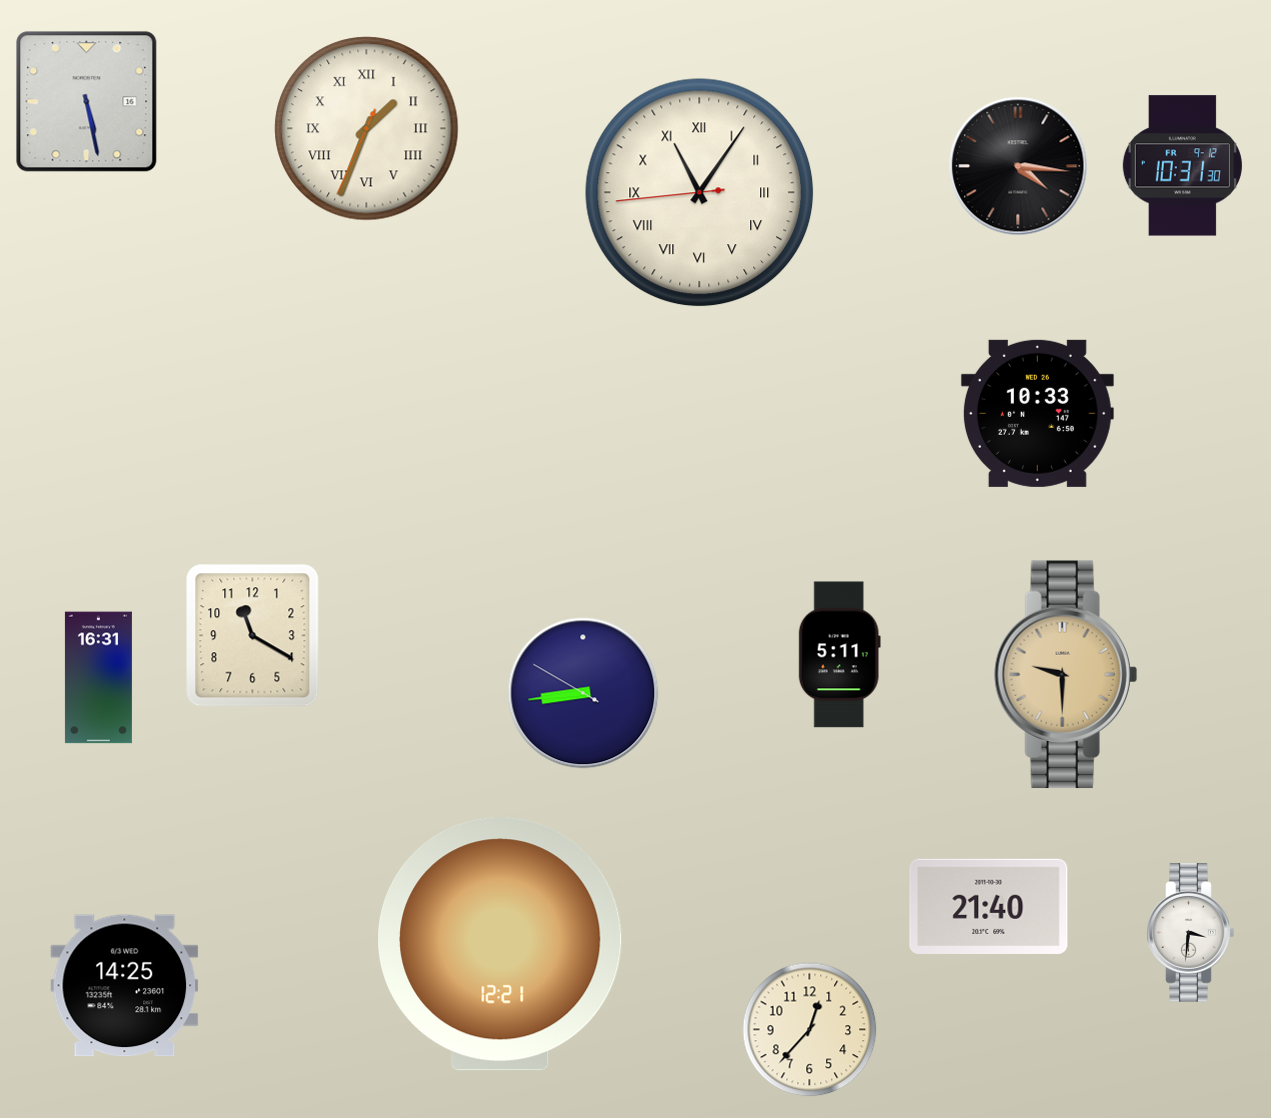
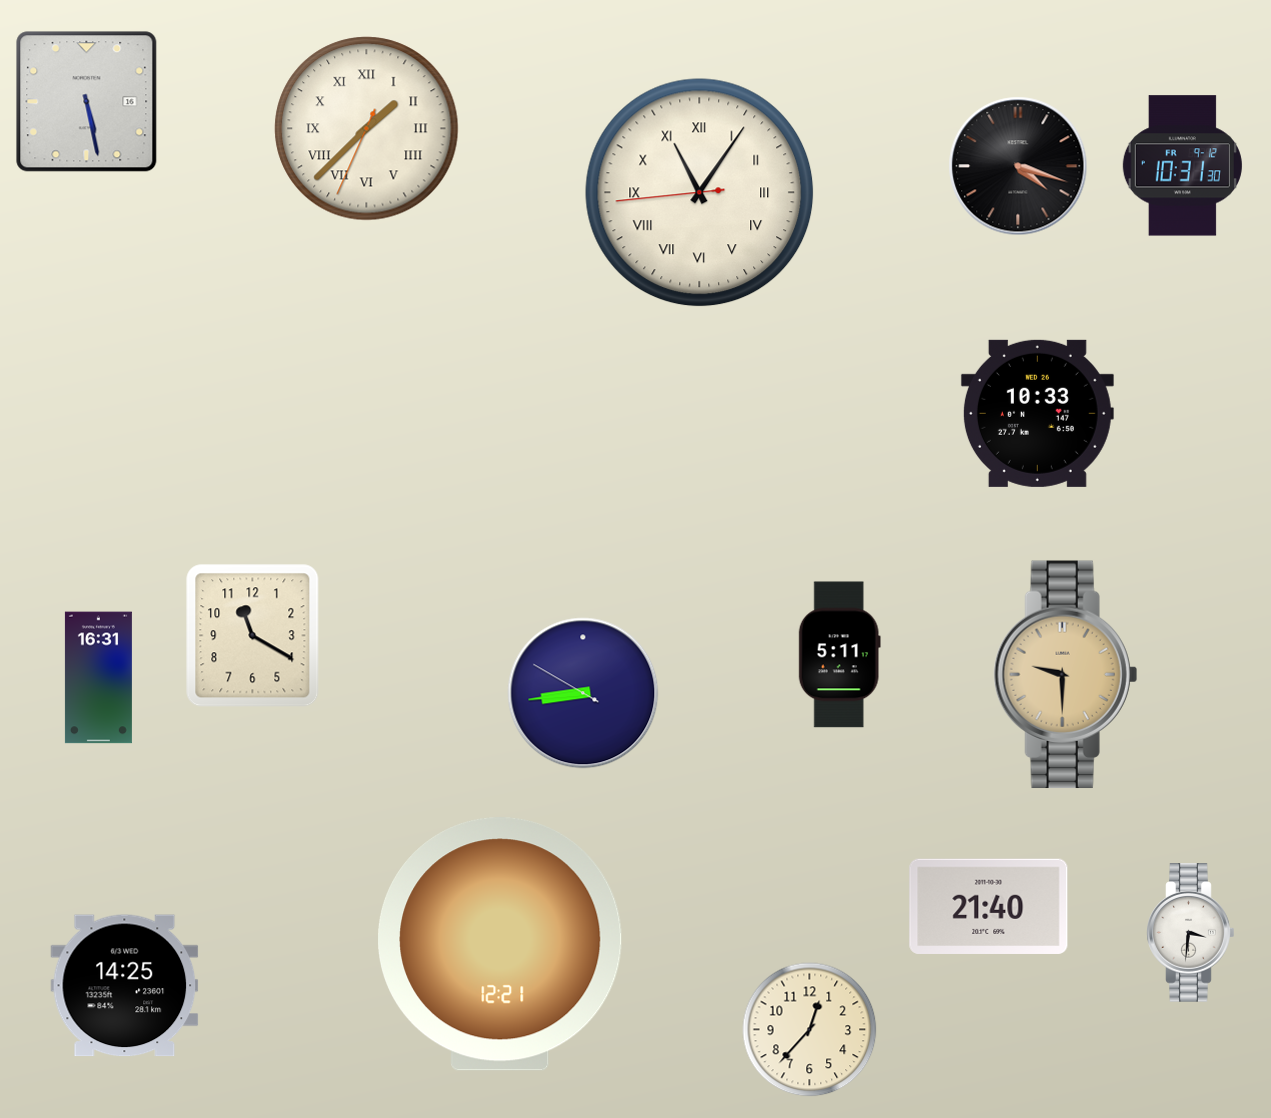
clock at (367, 129): 1:33 -> 1:37
clock at (1018, 166): 4:16 -> 4:18
